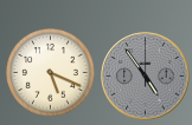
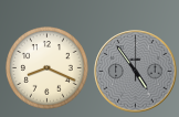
clock at (51, 73): 5:19 -> 8:19
